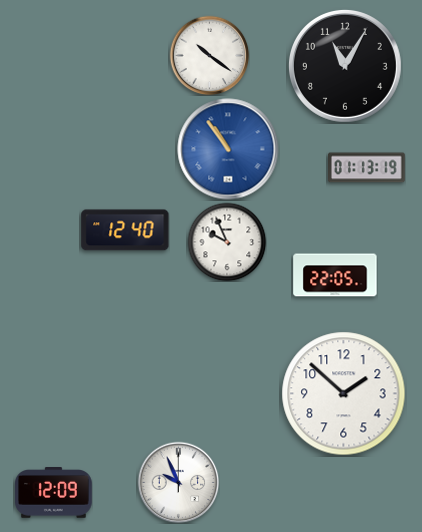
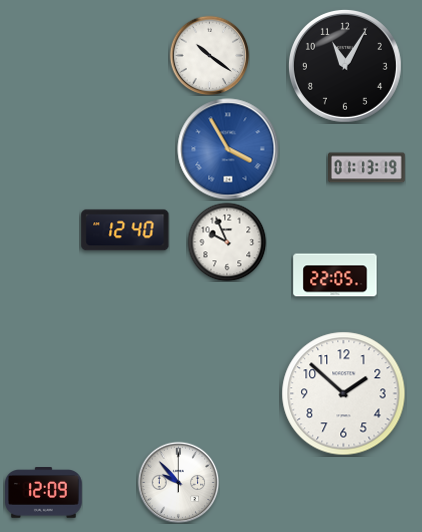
clock at (228, 149): 10:54 -> 3:55
clock at (178, 482): 9:56 -> 9:53
clock at (54, 493) position: (54, 493) -> (44, 493)
